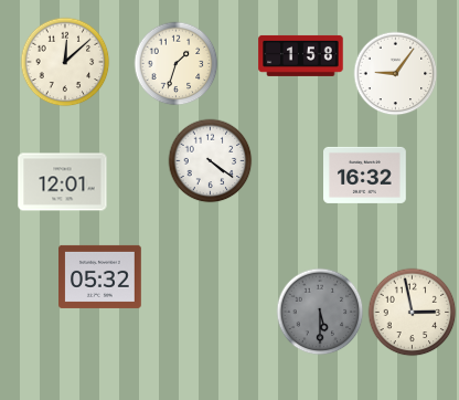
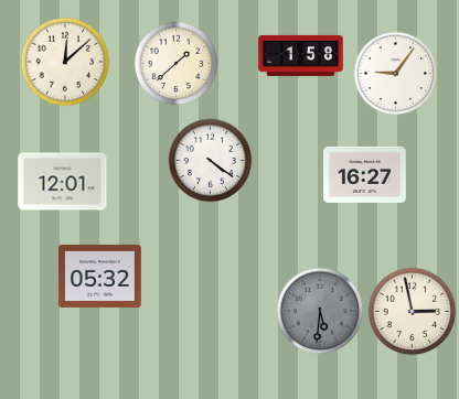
clock at (177, 64): 1:33 -> 1:38
clock at (365, 175): 16:32 -> 16:27
clock at (320, 312): 5:30 -> 5:31
